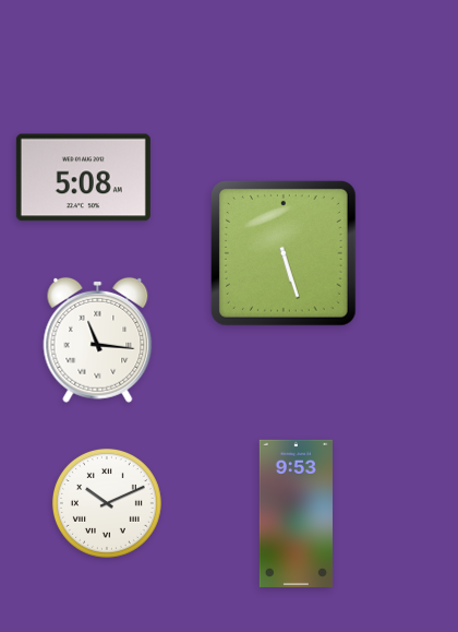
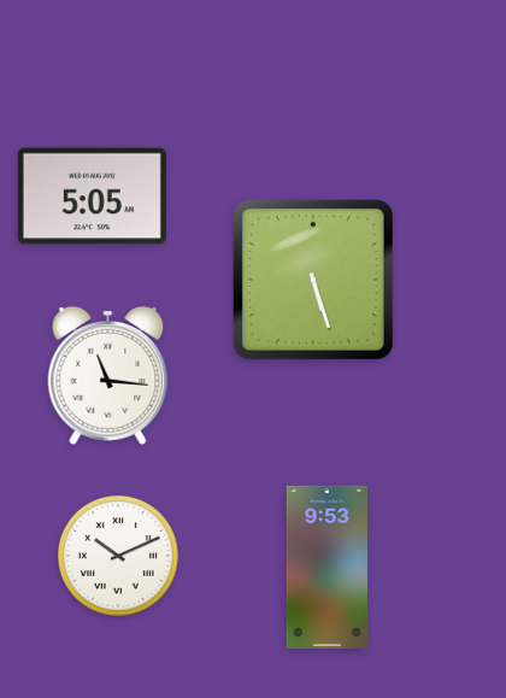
clock at (83, 178): 5:08 -> 5:05
